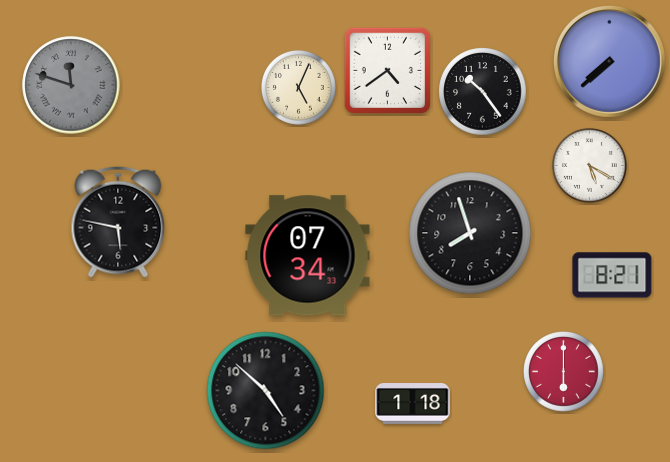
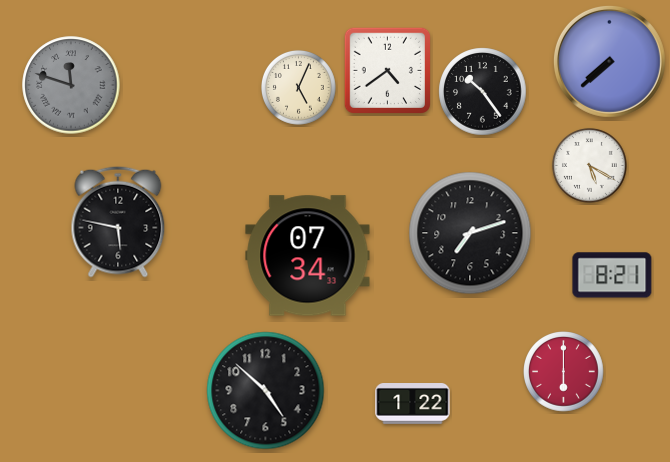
clock at (470, 233): 7:57 -> 7:12
clock at (413, 404): 1:18 -> 1:22
